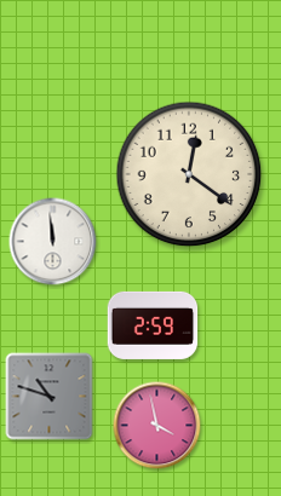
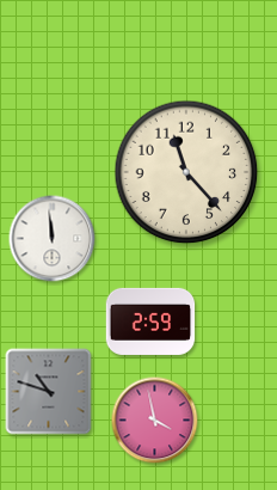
clock at (189, 174): 12:21 -> 11:23
